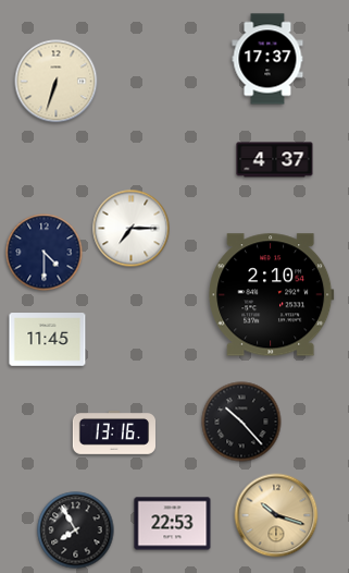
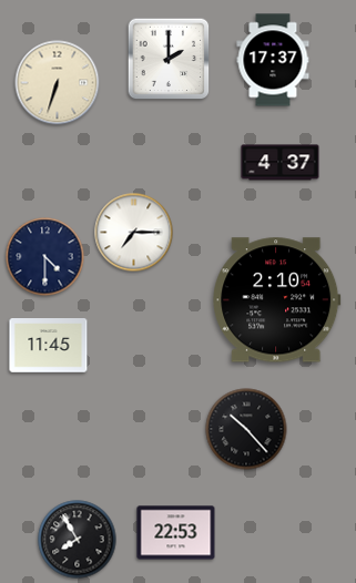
clock at (169, 59): none -> 2:00
clock at (113, 432): 13:16 -> none
clock at (276, 515): 10:18 -> none
